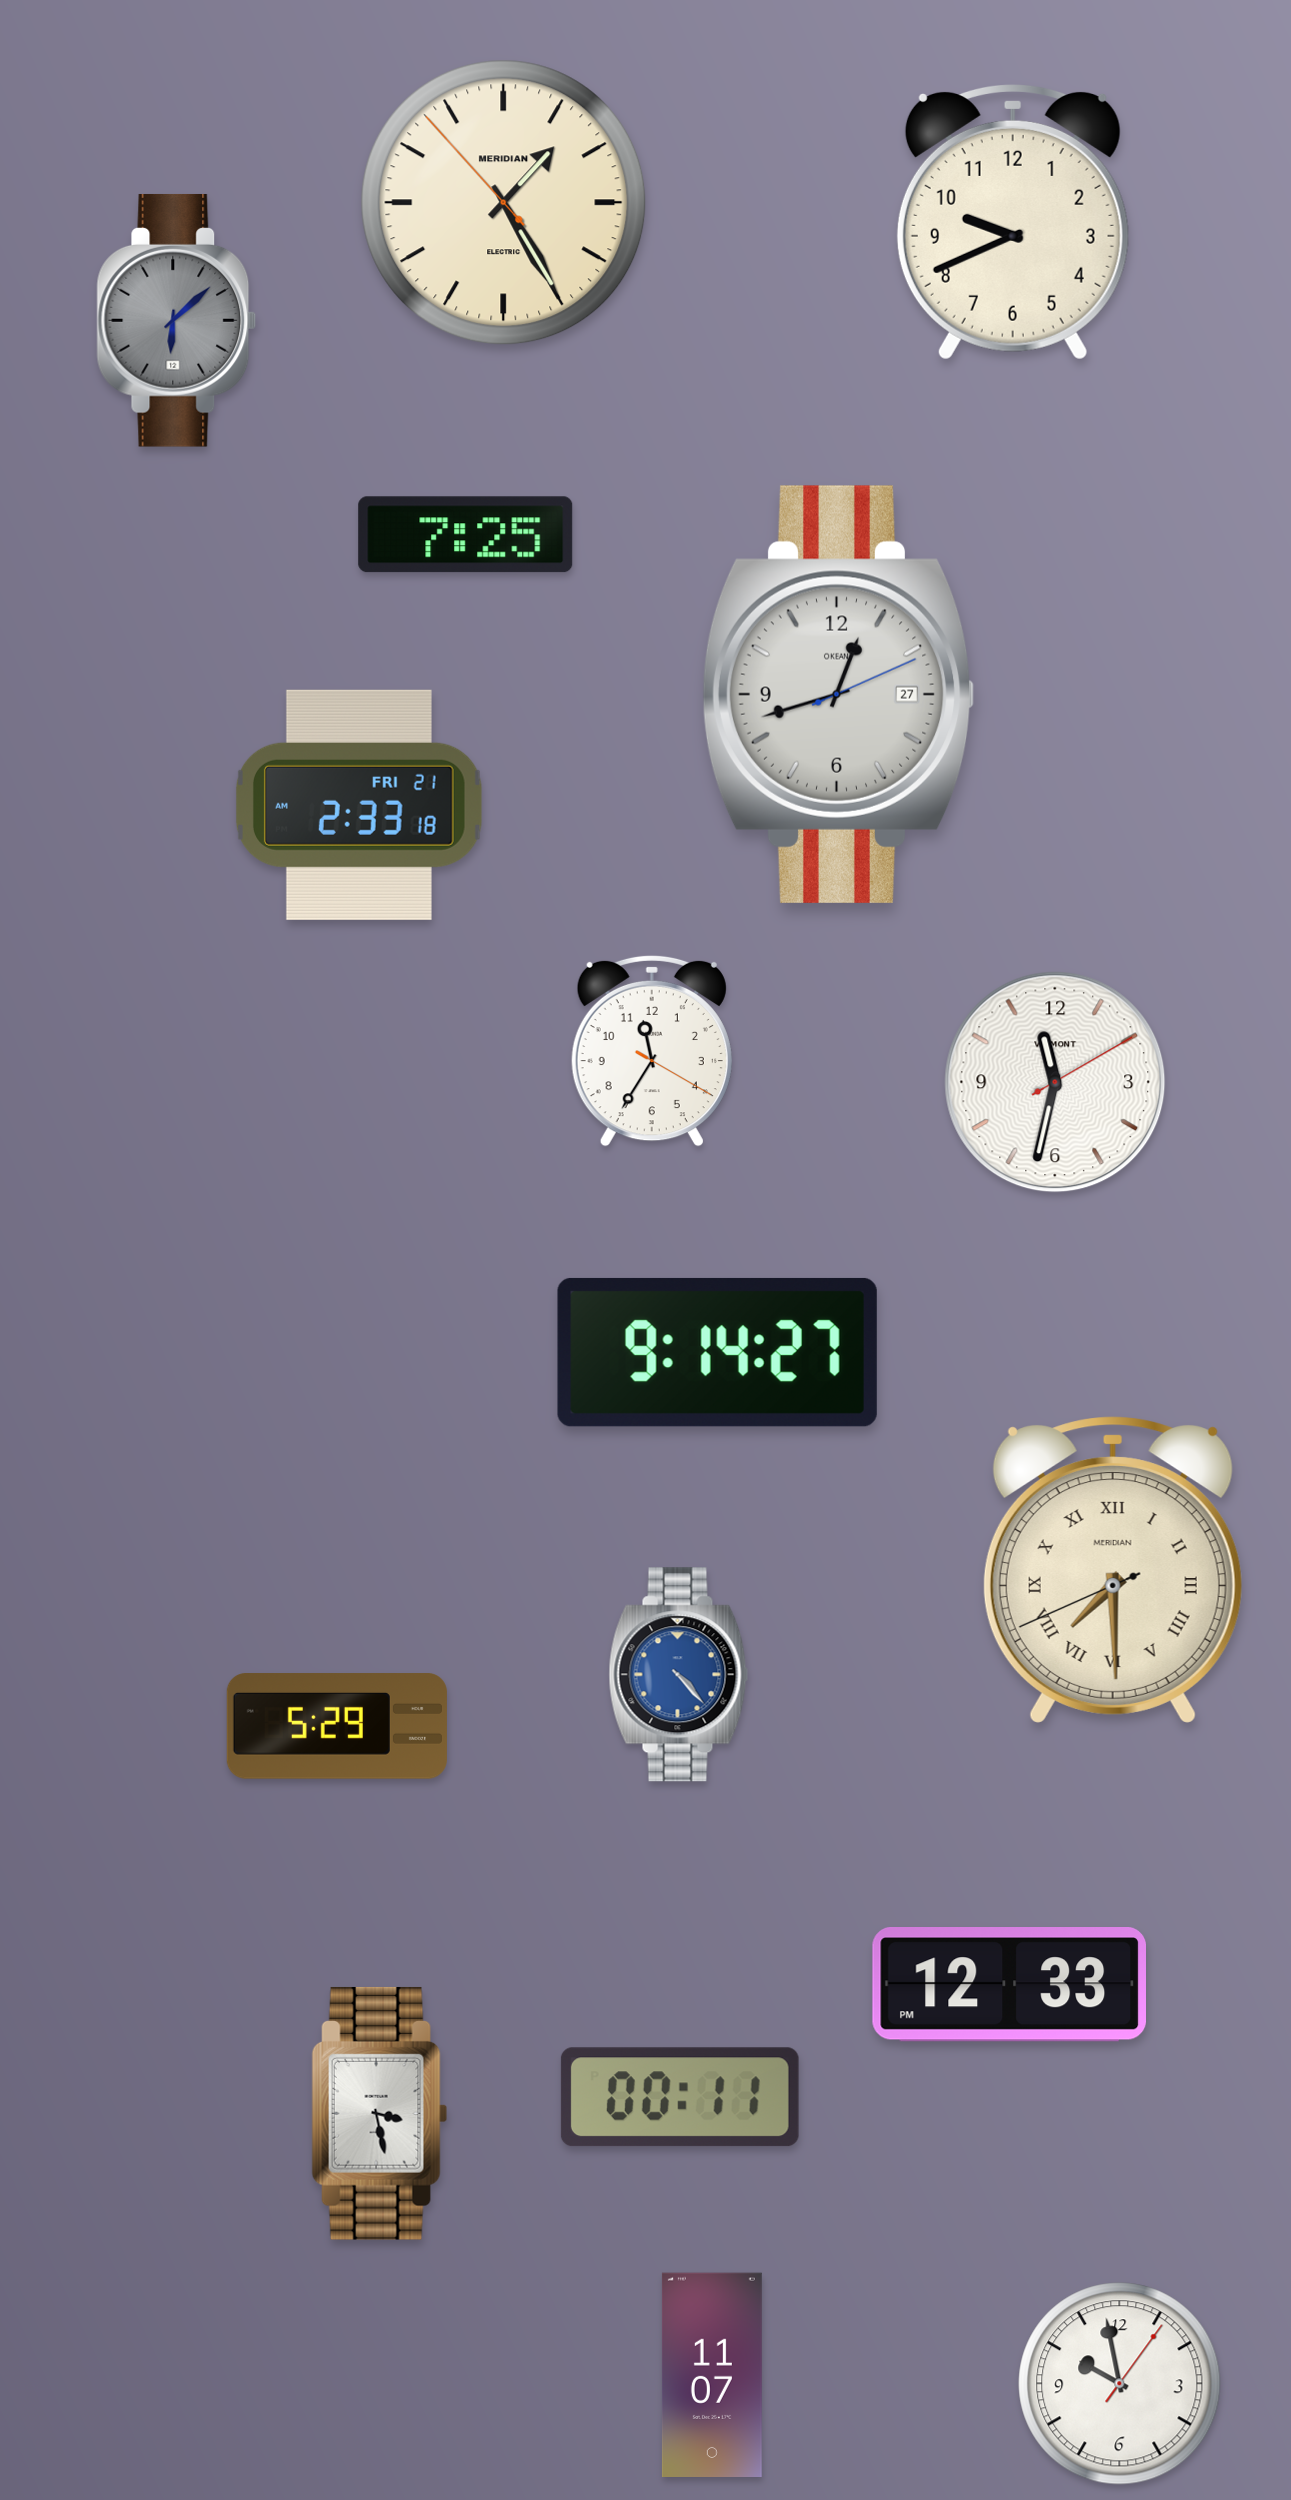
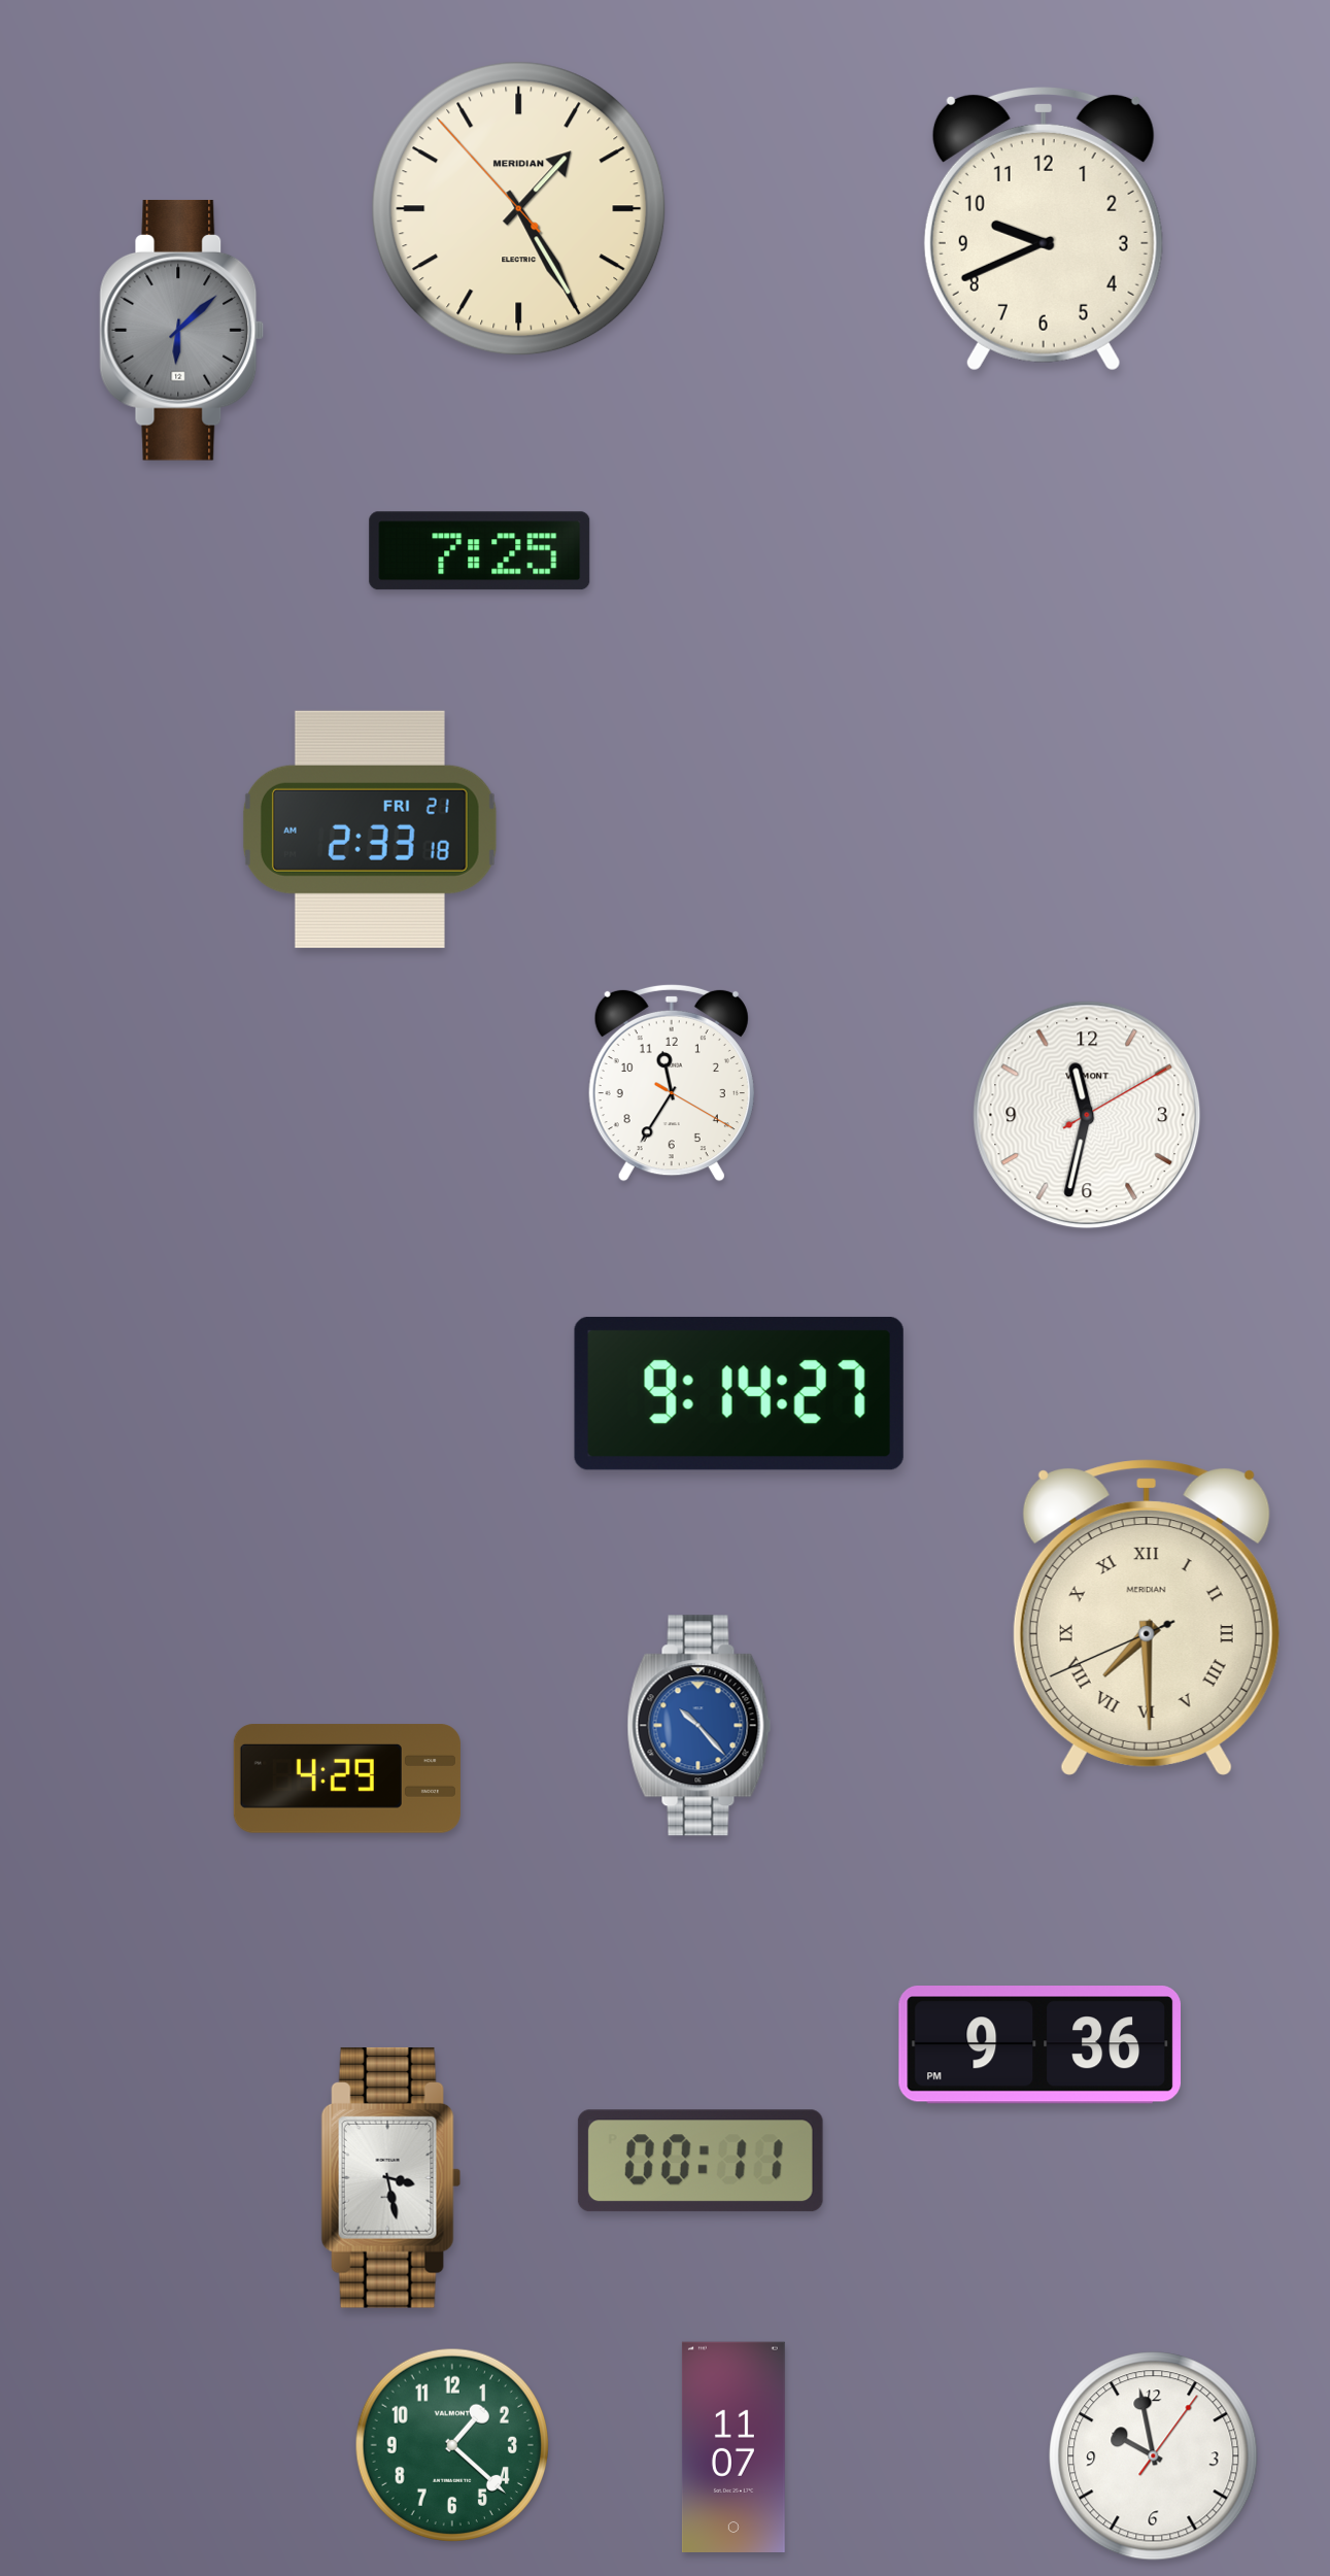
clock at (838, 694): 12:42 -> none
clock at (679, 1675): 4:23 -> 10:23
clock at (337, 1726): 5:29 -> 4:29
clock at (1009, 1985): 12:33 -> 9:36
clock at (451, 2444): none -> 1:22
